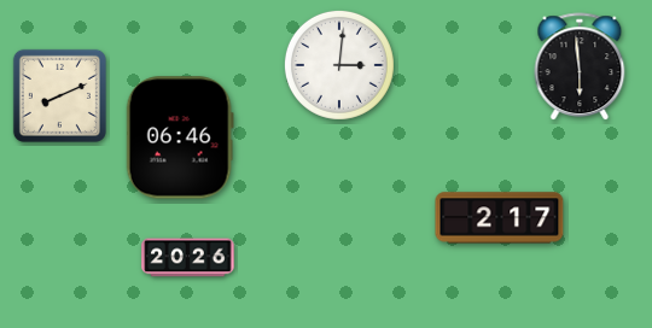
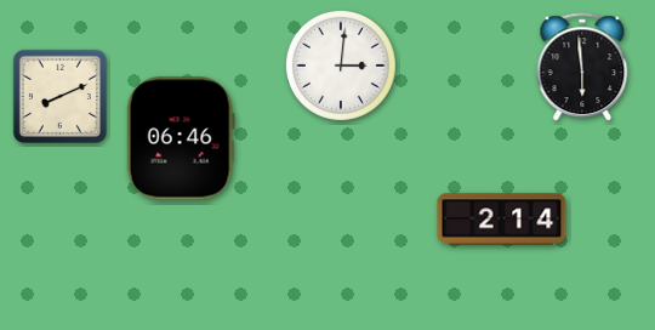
clock at (500, 218): 2:17 -> 2:14
clock at (188, 258): 20:26 -> none
